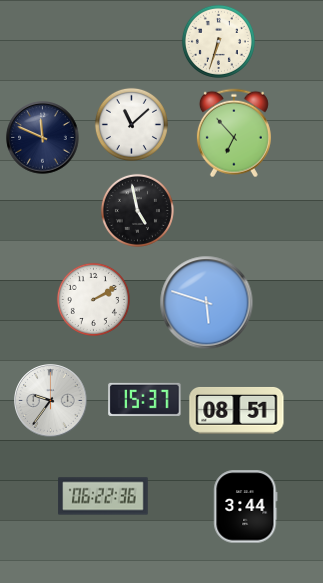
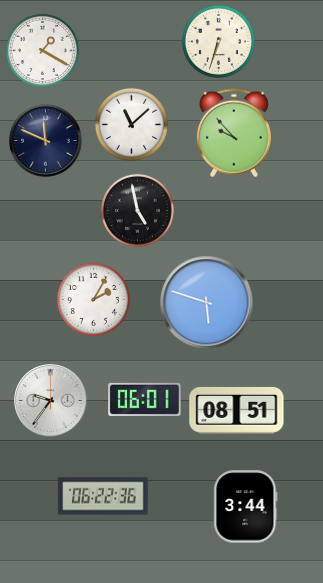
clock at (42, 50): none -> 1:20
clock at (234, 133): 6:53 -> 9:53
clock at (43, 138) position: (43, 138) -> (46, 141)
clock at (93, 299): 2:10 -> 2:05
clock at (145, 399): 15:37 -> 06:01
